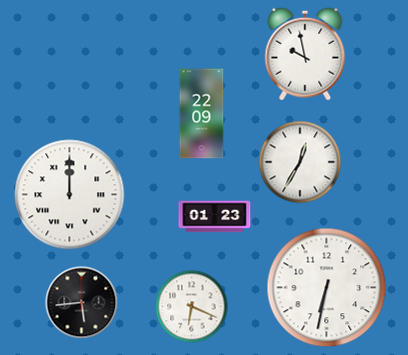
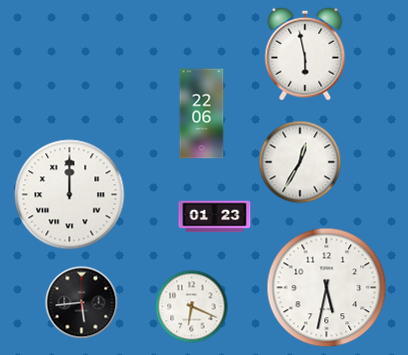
clock at (305, 54): 9:58 -> 5:58
clock at (202, 114): 22:09 -> 22:06
clock at (327, 288): 6:32 -> 5:32
